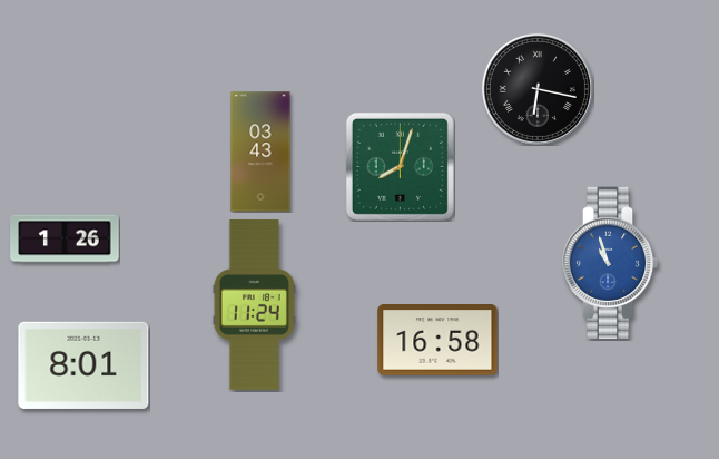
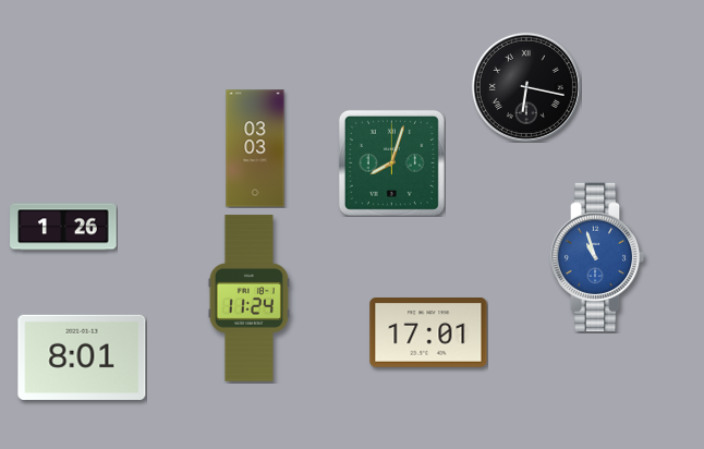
clock at (260, 152): 03:43 -> 03:03
clock at (65, 238) position: (65, 238) -> (63, 227)
clock at (437, 341): 16:58 -> 17:01
